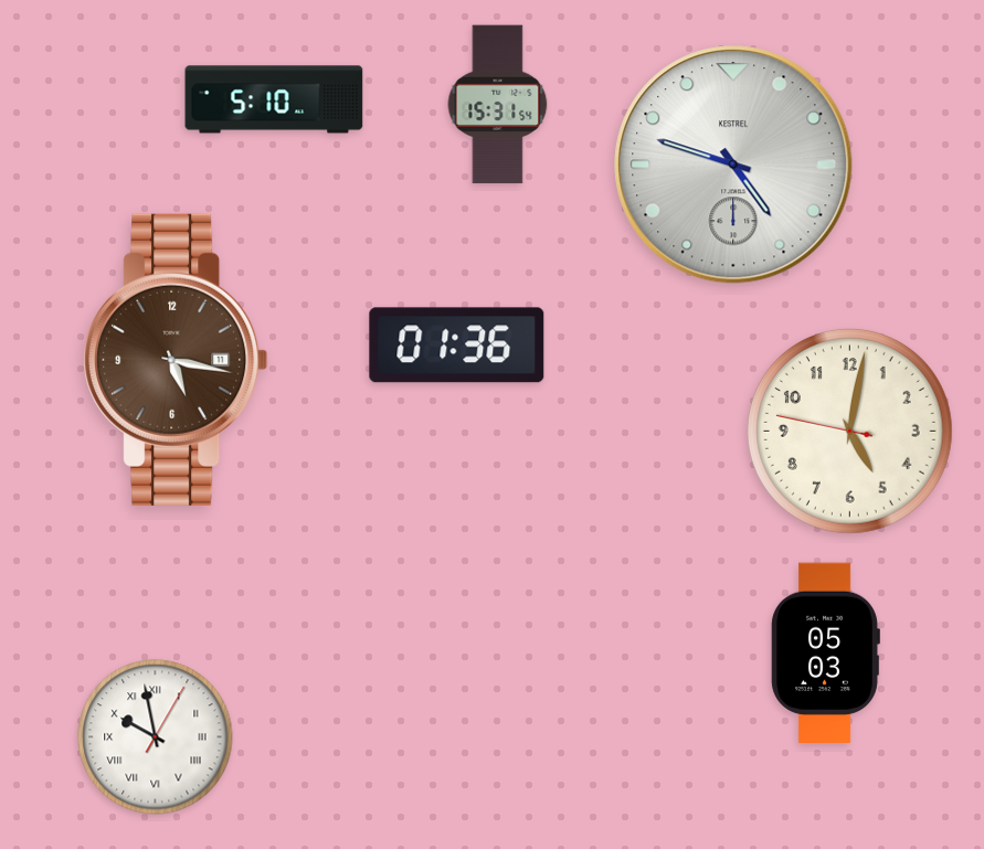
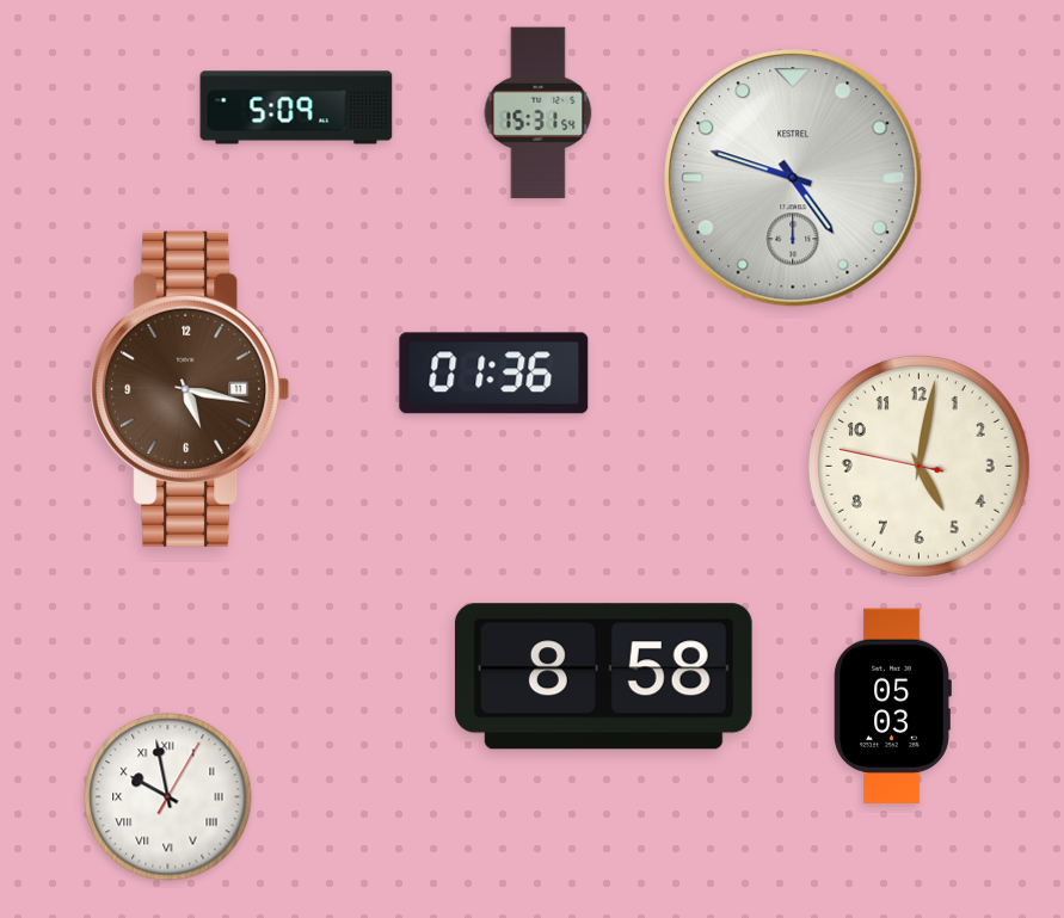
clock at (274, 99): 5:10 -> 5:09
clock at (603, 677): none -> 8:58
